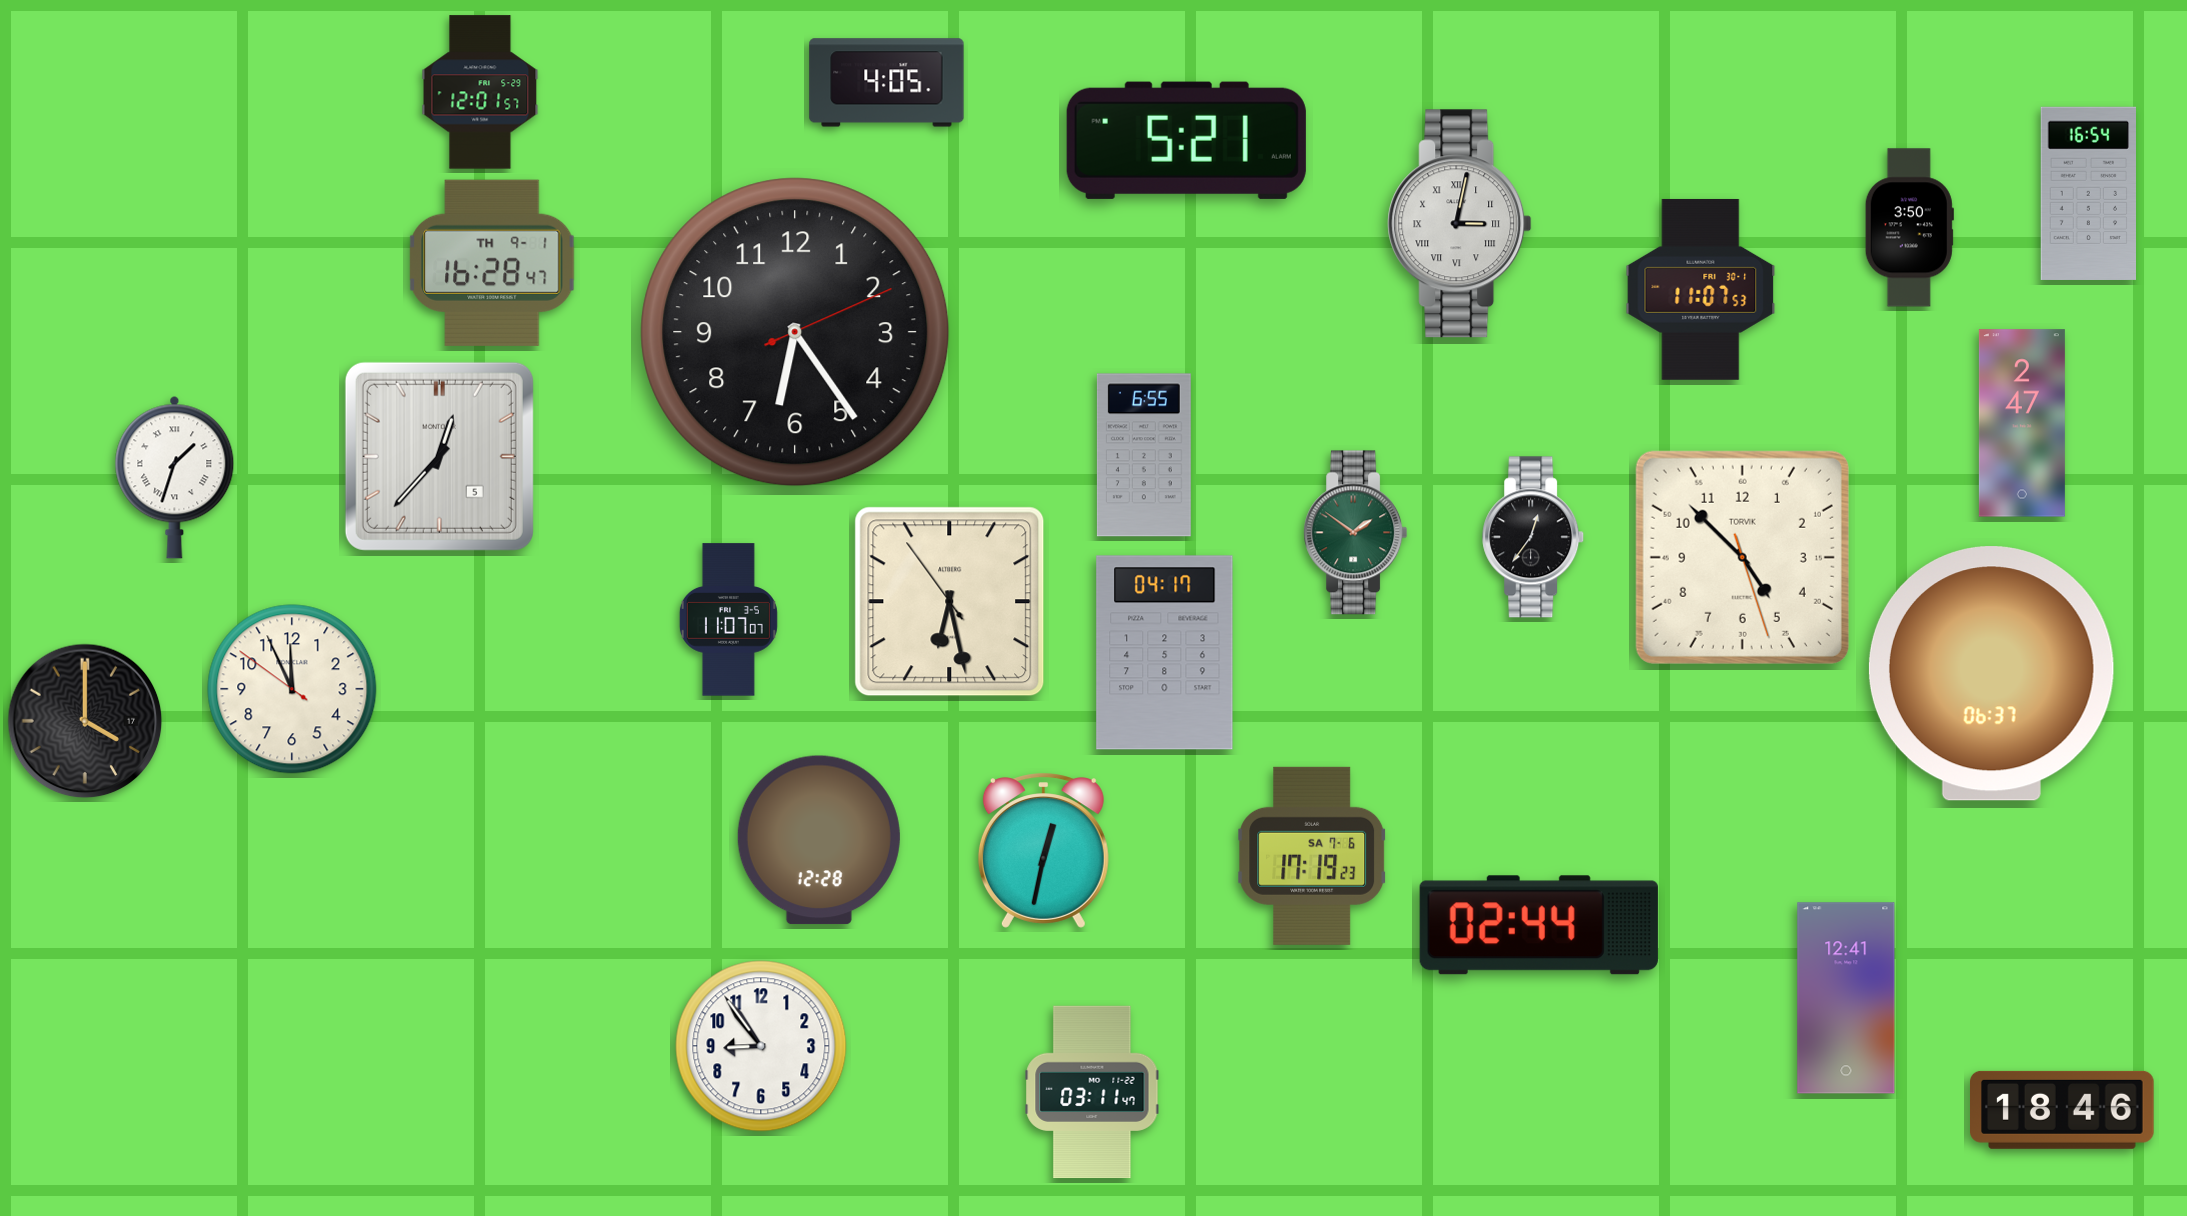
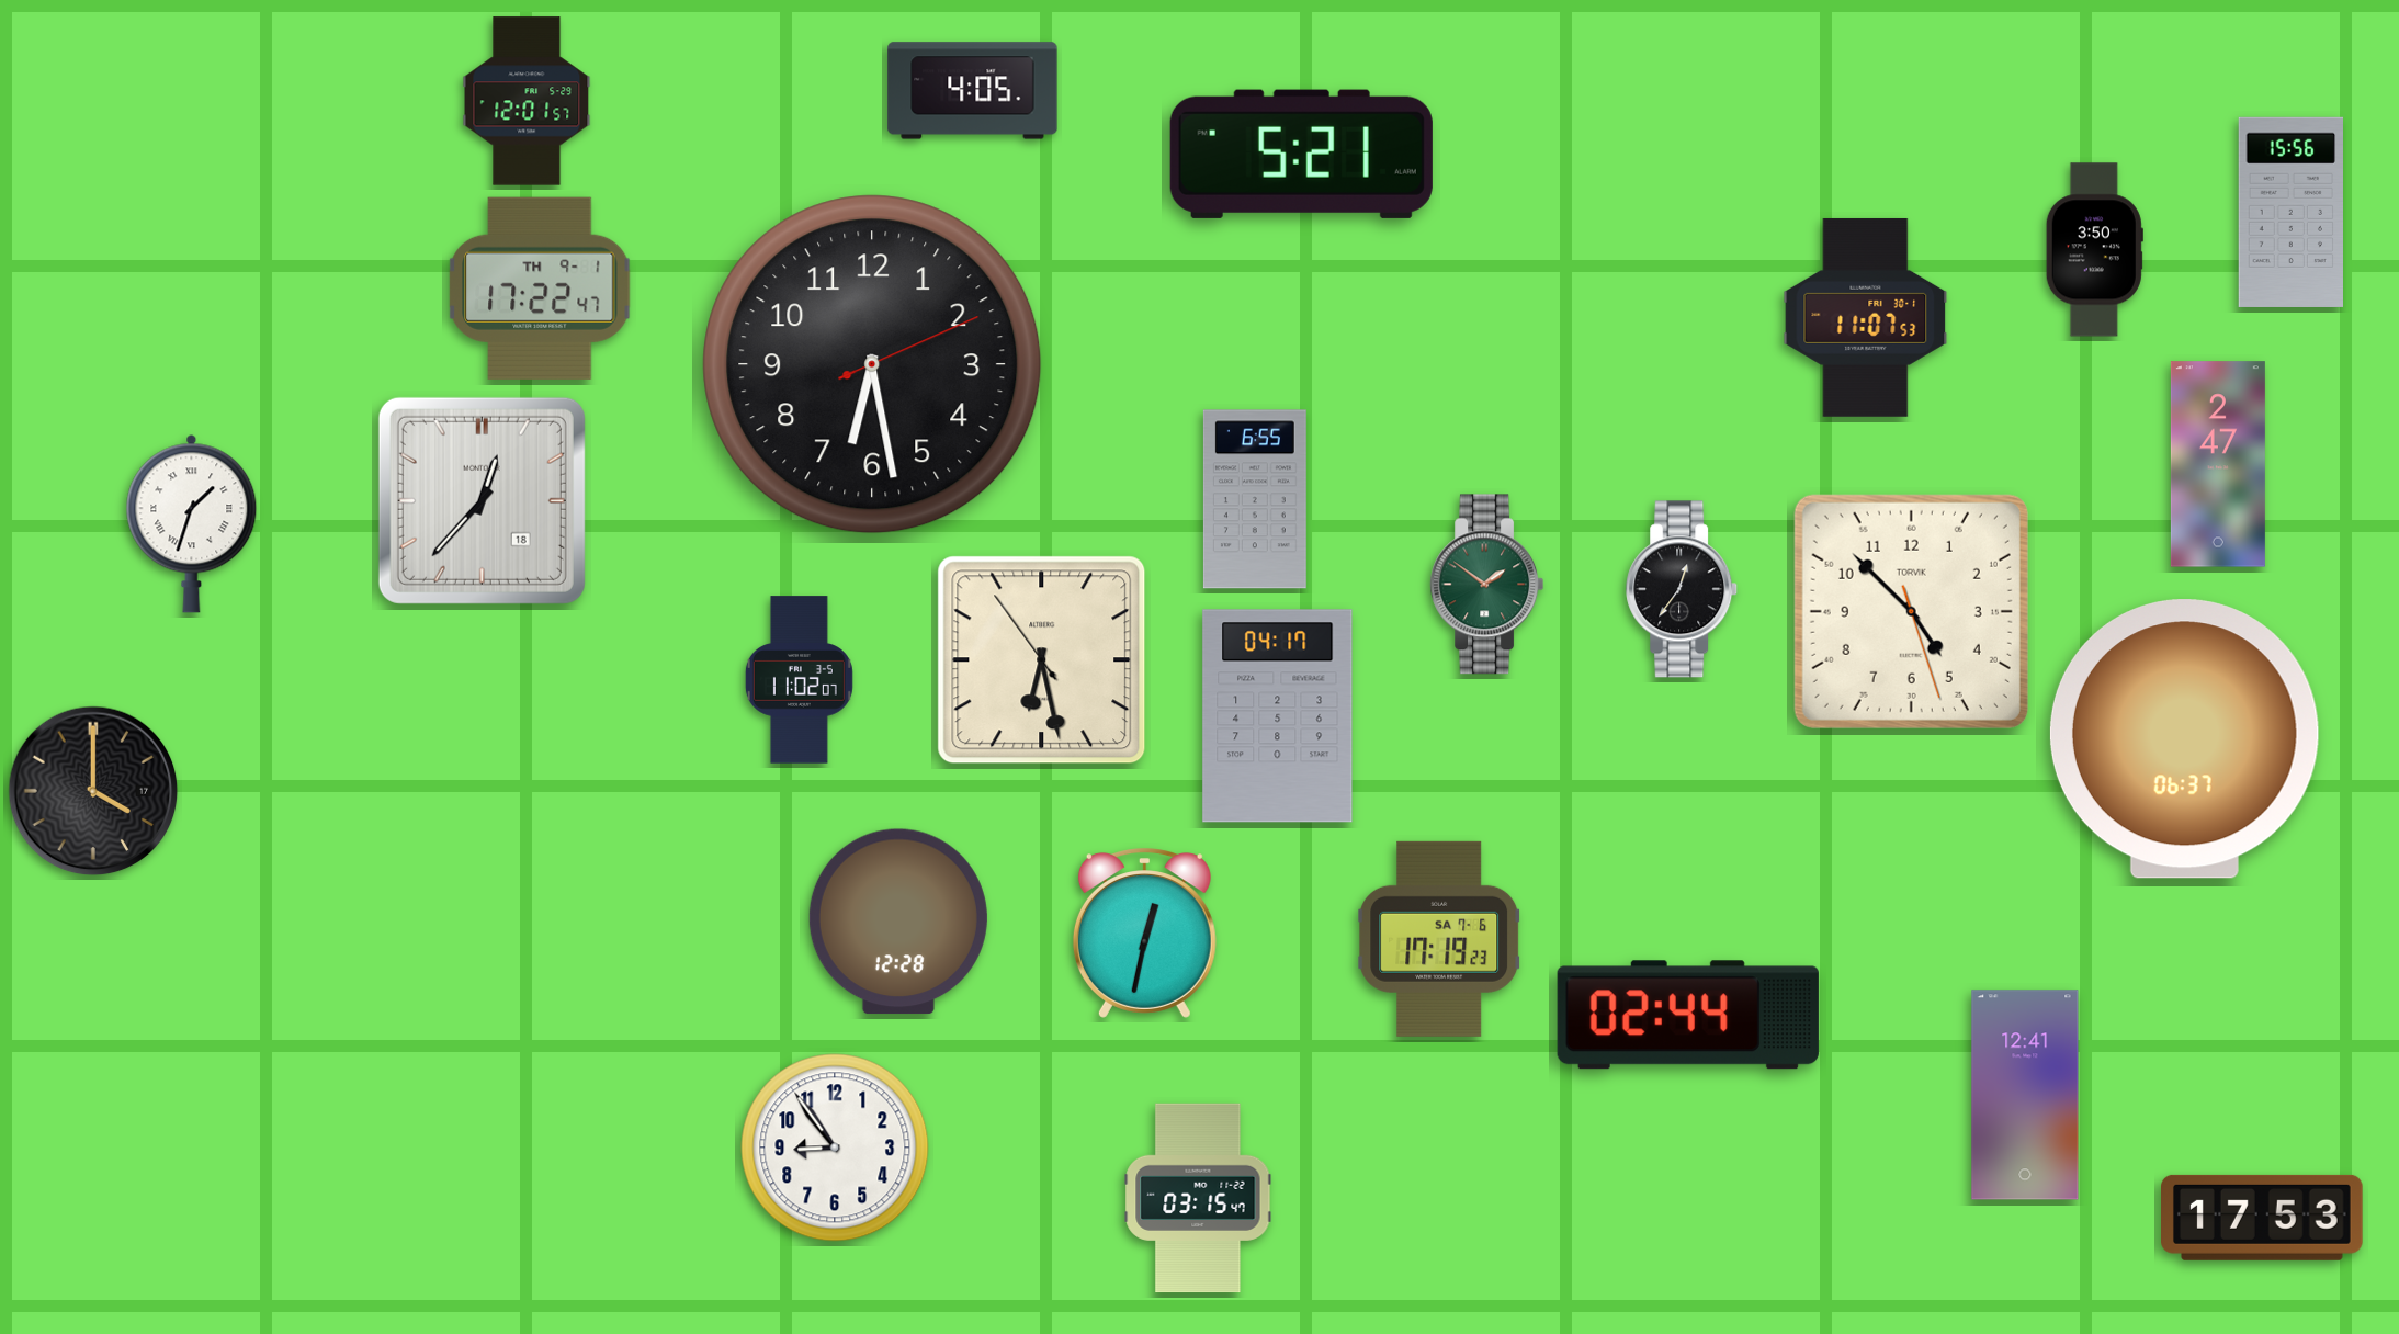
clock at (2088, 193): 16:54 -> 15:56
clock at (1460, 224): 3:02 -> none
clock at (492, 263): 16:28 -> 17:22
clock at (795, 332): 6:24 -> 6:28
clock at (439, 456) date: 5 -> 18
clock at (728, 620): 11:07 -> 11:02
clock at (292, 689): 11:55 -> none
clock at (1092, 1092): 03:11 -> 03:15
clock at (2063, 1110): 18:46 -> 17:53
